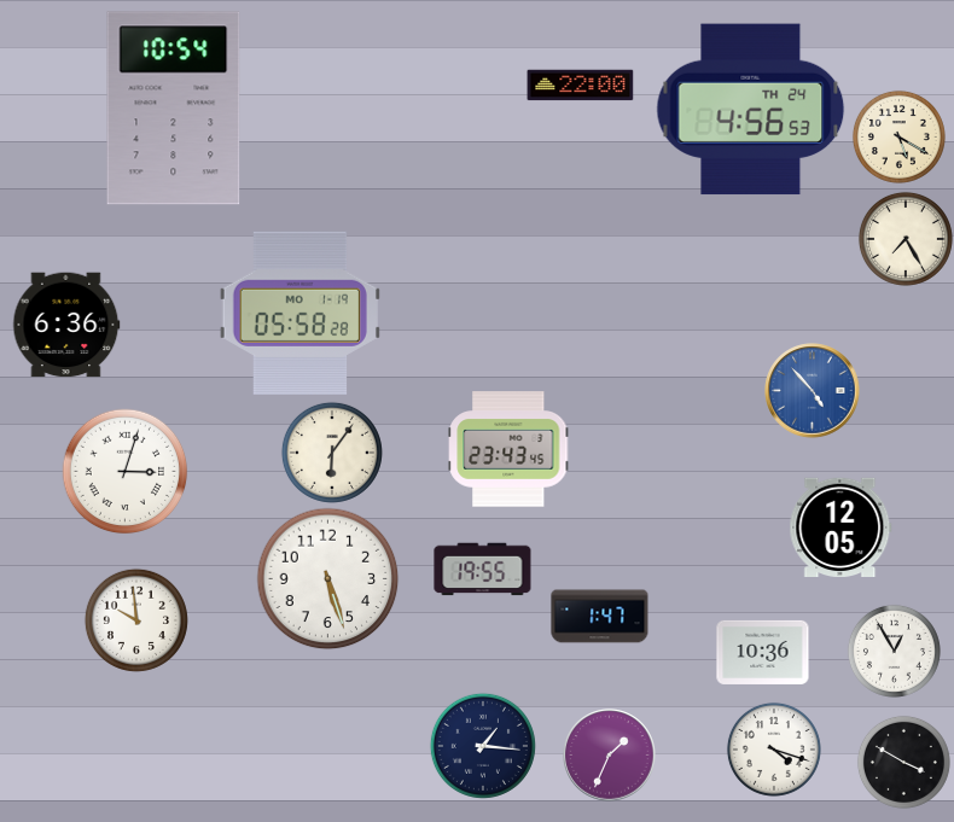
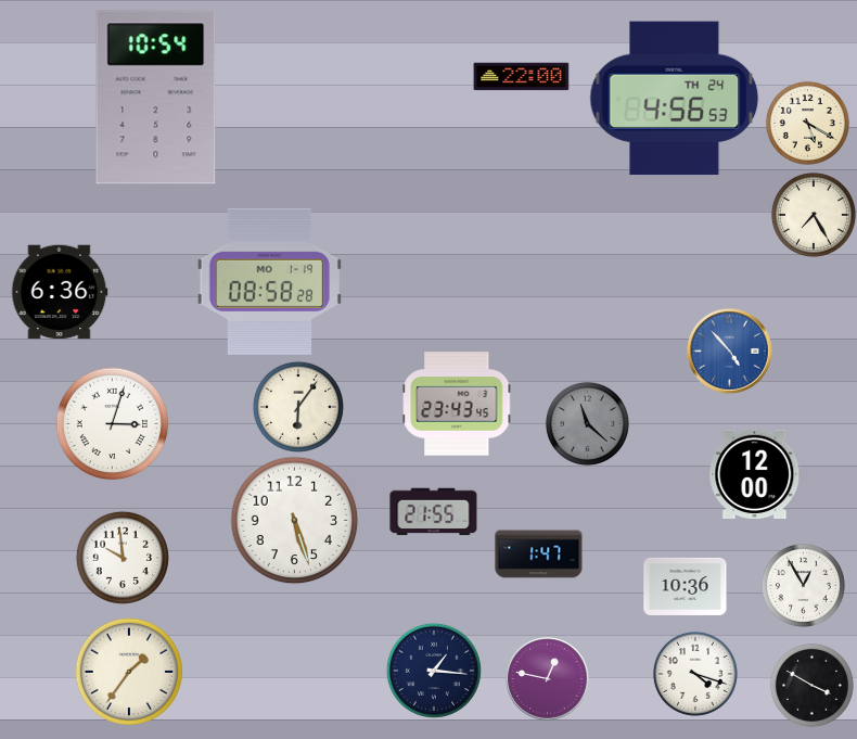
clock at (299, 313): 05:58 -> 08:58
clock at (587, 423): none -> 11:22
clock at (840, 526): 12:05 -> 12:00
clock at (483, 570): 19:55 -> 21:55
clock at (128, 671): none -> 1:36
clock at (610, 756): 1:34 -> 12:47
